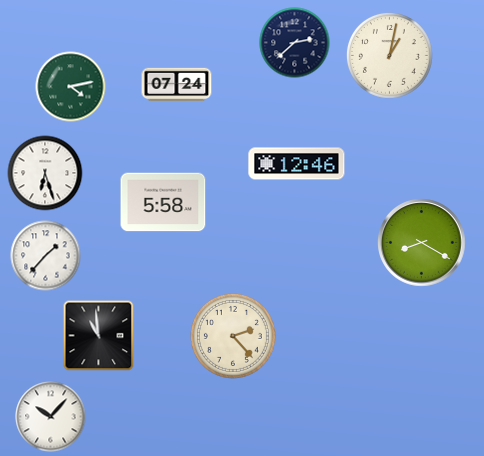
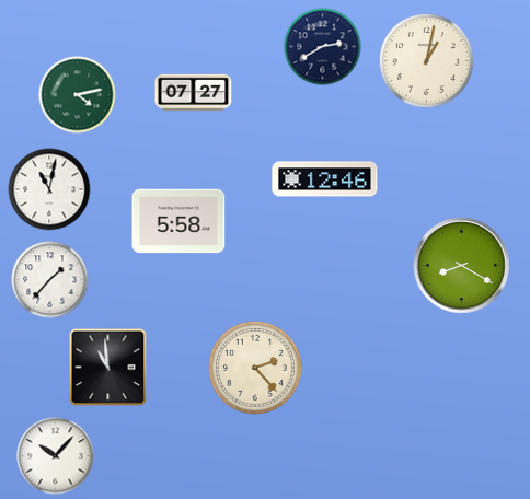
clock at (295, 43): 2:38 -> 2:40
clock at (177, 85): 07:24 -> 07:27
clock at (45, 173): 6:27 -> 11:02
